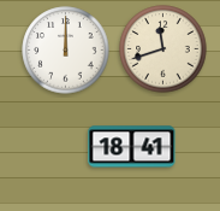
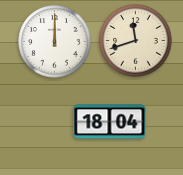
clock at (132, 147): 18:41 -> 18:04
